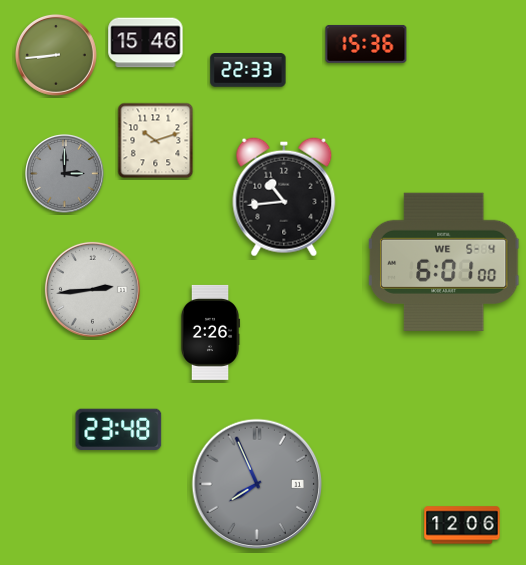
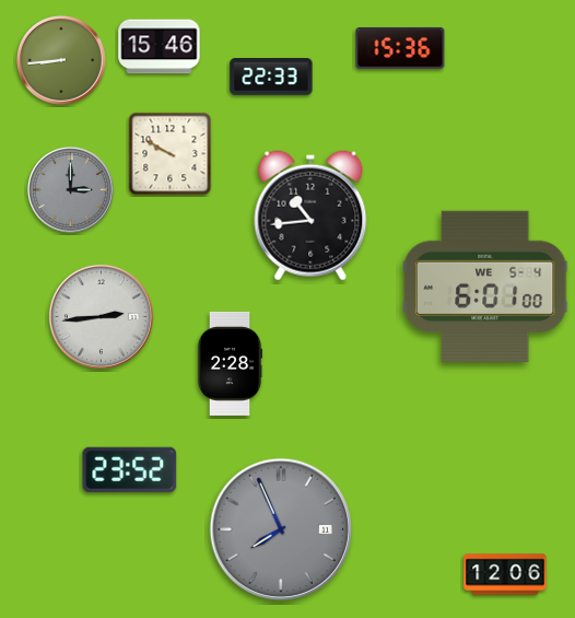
clock at (156, 141): 10:12 -> 9:50
clock at (210, 332): 2:26 -> 2:28
clock at (119, 429): 23:48 -> 23:52
